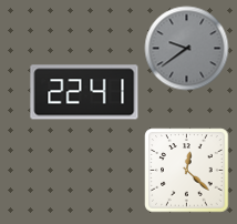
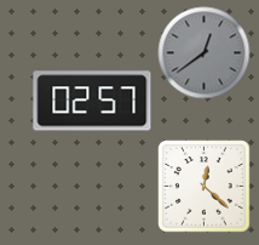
clock at (187, 49): 9:39 -> 12:39
clock at (84, 92): 22:41 -> 02:57
